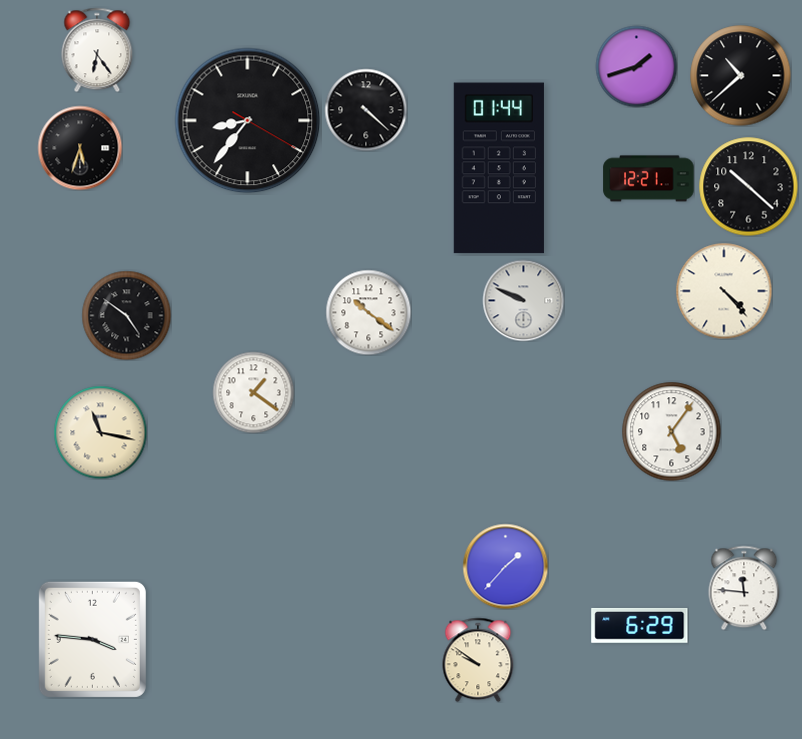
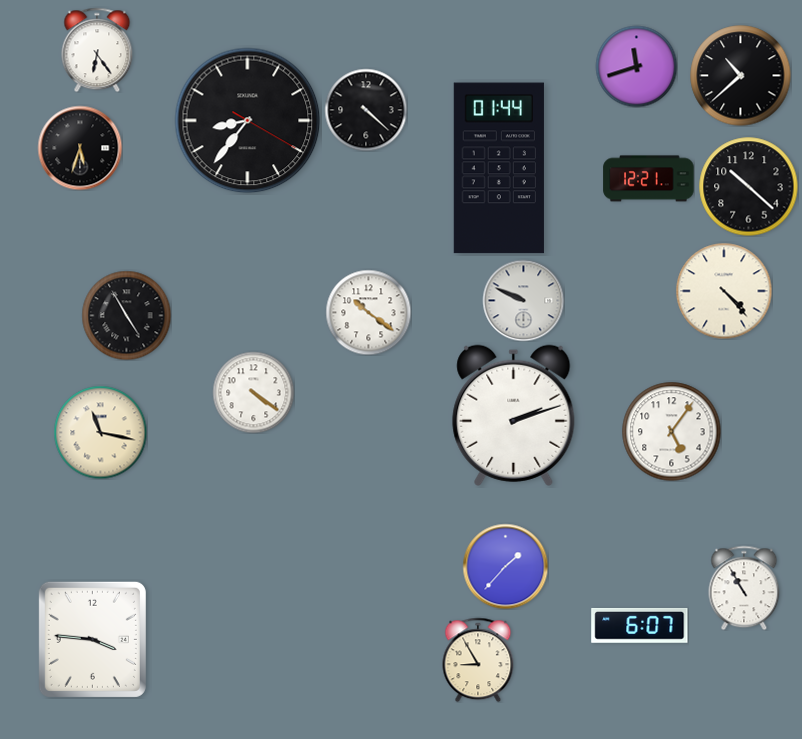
clock at (636, 66): 1:42 -> 11:42
clock at (126, 315): 4:51 -> 4:55
clock at (253, 392): 1:21 -> 4:21
clock at (514, 415): none -> 2:12
clock at (744, 588): 11:46 -> 10:55
clock at (640, 625): 6:29 -> 6:07
clock at (478, 660): 9:51 -> 8:55
